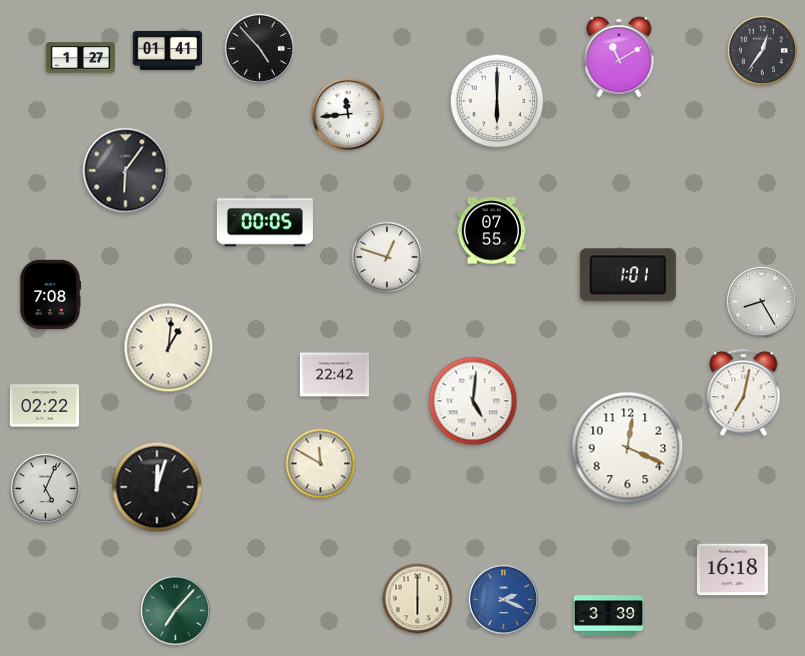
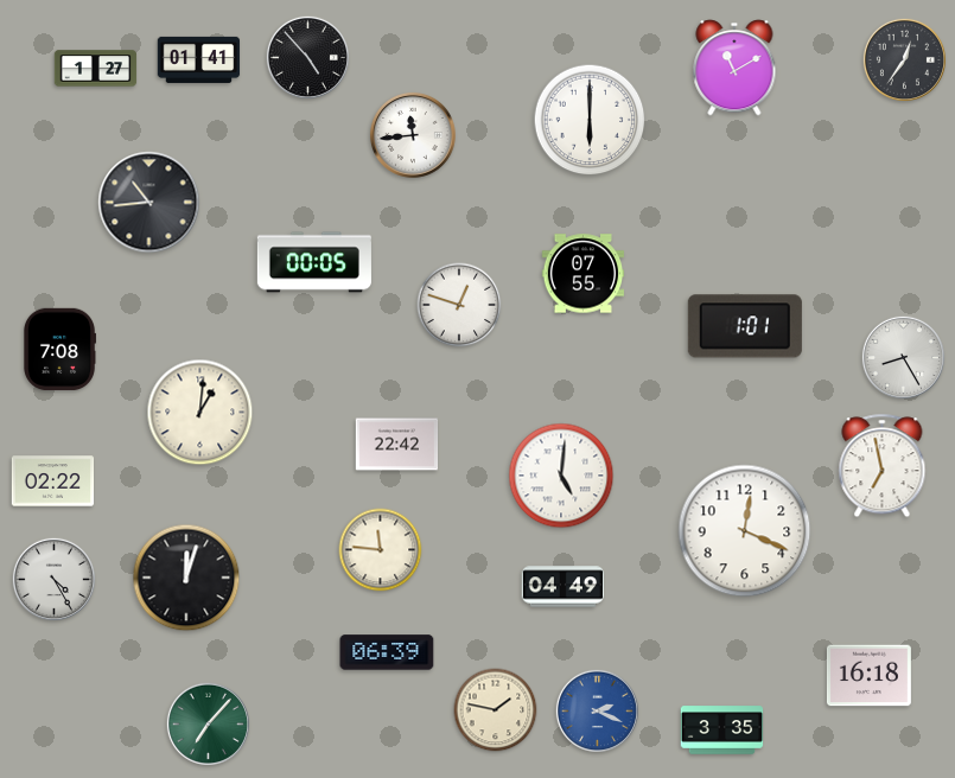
clock at (126, 171): 6:06 -> 10:44
clock at (744, 393): 7:02 -> 6:58
clock at (321, 464): 11:50 -> 11:46
clock at (45, 488): 5:04 -> 4:25
clock at (564, 587): none -> 04:49
clock at (387, 652): none -> 06:39
clock at (418, 599): 6:00 -> 1:47
clock at (609, 616): 3:39 -> 3:35
